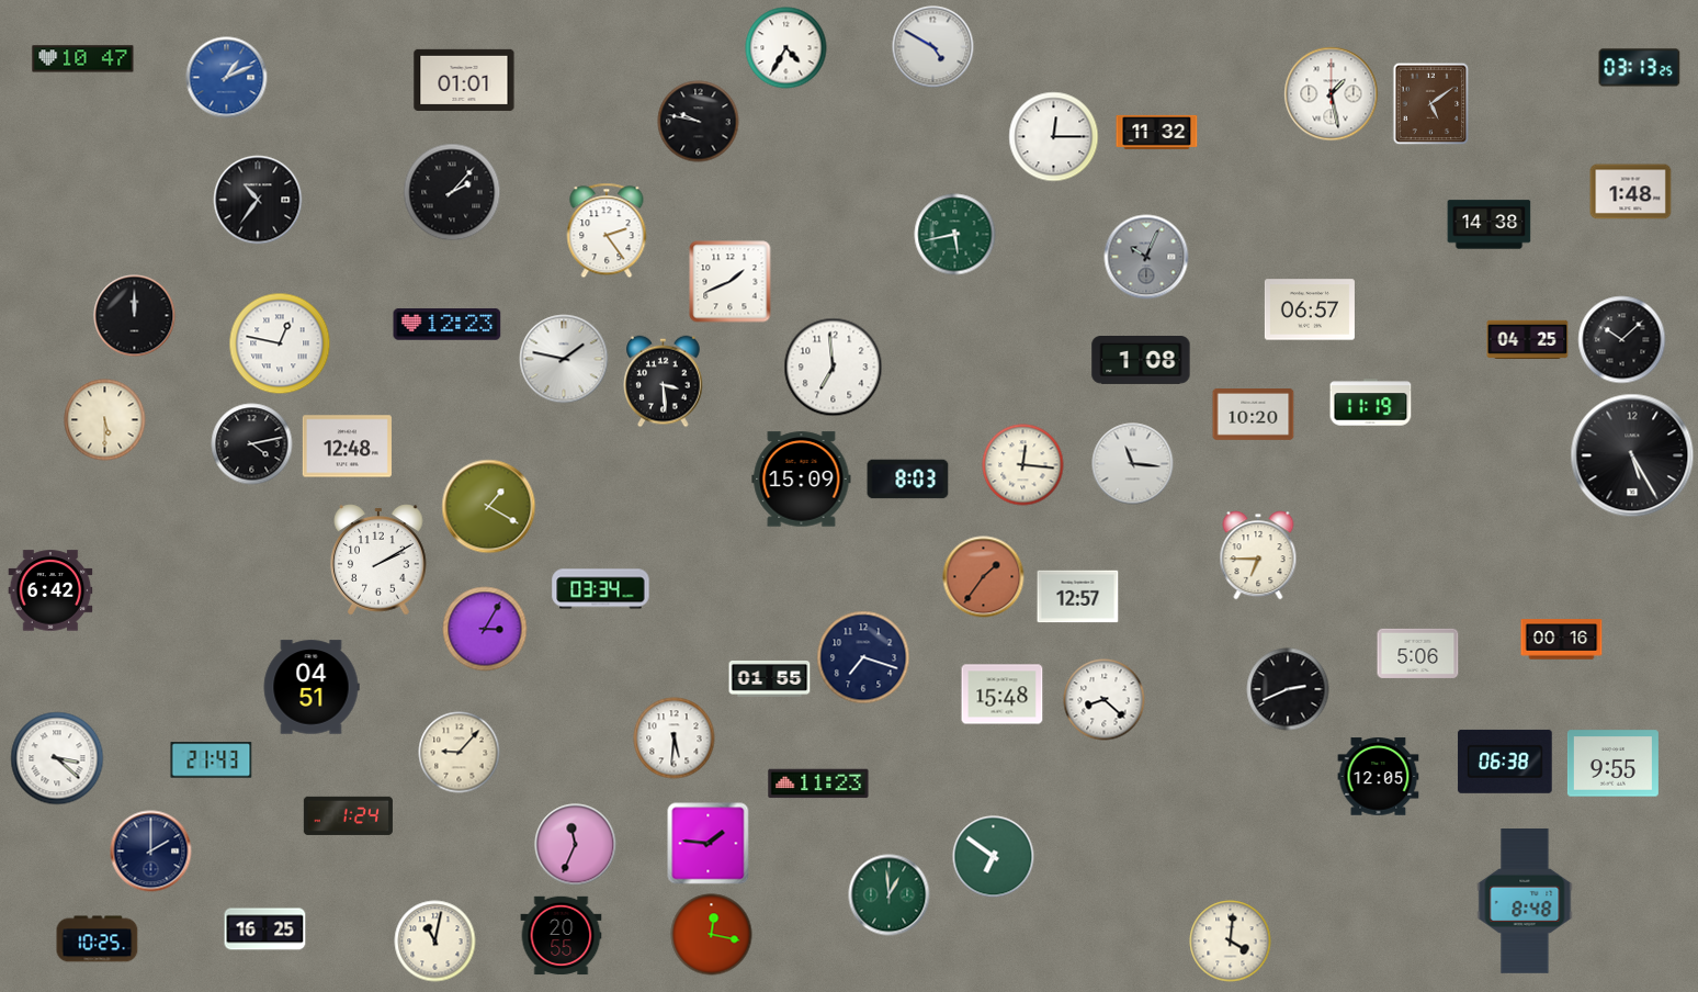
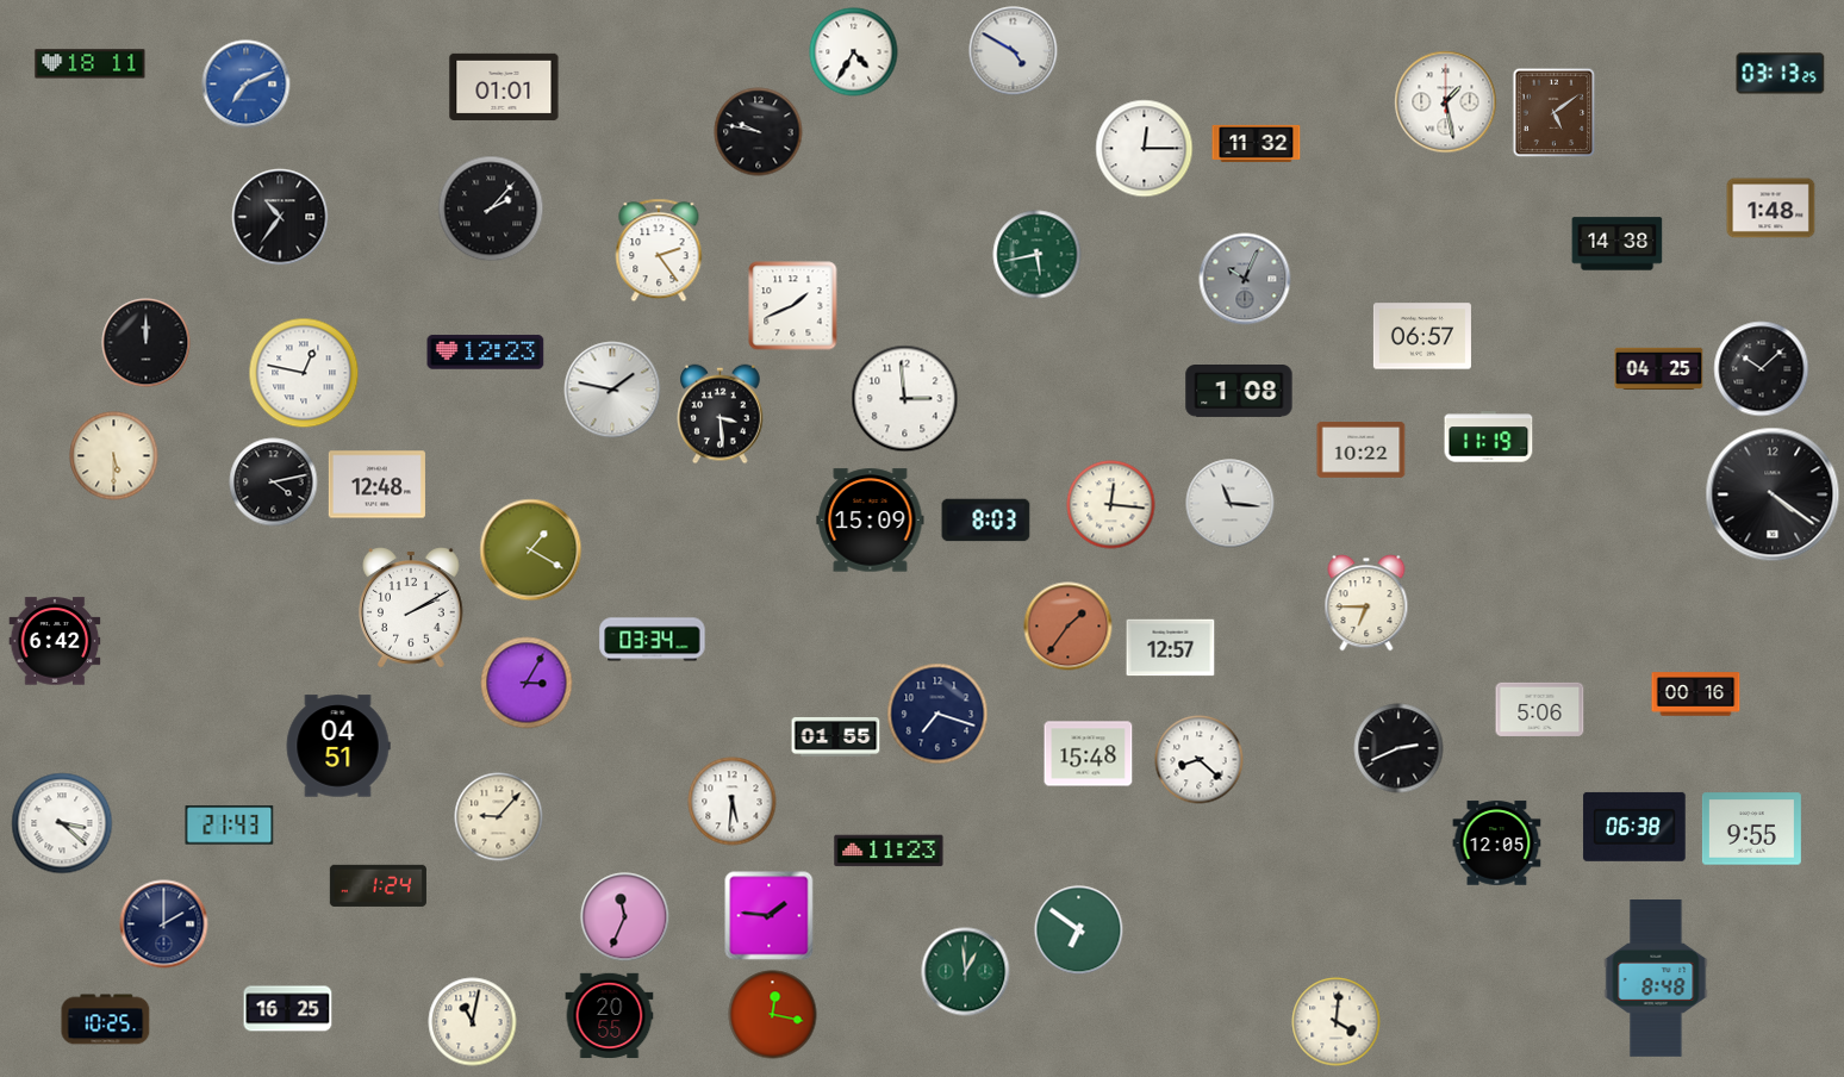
clock at (83, 59): 10:47 -> 18:11
clock at (227, 78): 1:11 -> 7:11
clock at (834, 368): 6:59 -> 2:59
clock at (1254, 415): 10:20 -> 10:22
clock at (1632, 455): 5:25 -> 4:21
